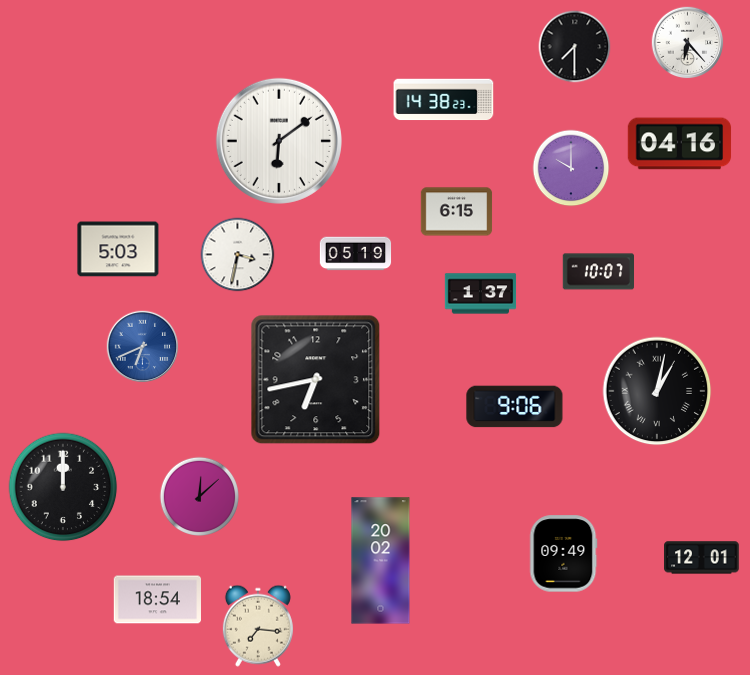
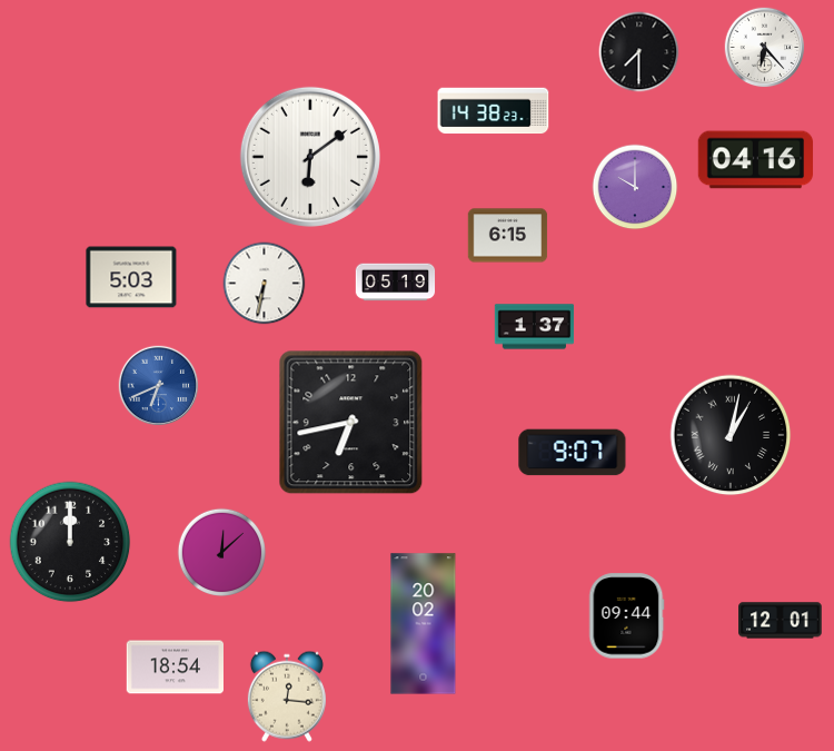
clock at (238, 255): 3:32 -> 6:32
clock at (598, 272): 10:07 -> none
clock at (515, 407): 9:06 -> 9:07
clock at (564, 554): 09:49 -> 09:44
clock at (258, 626): 7:16 -> 12:16
